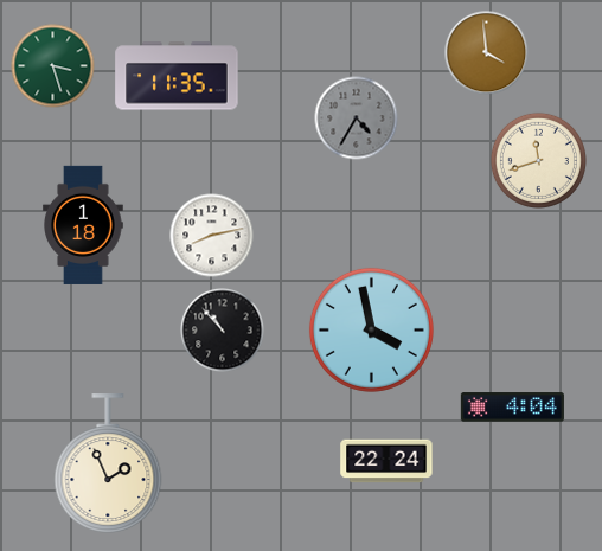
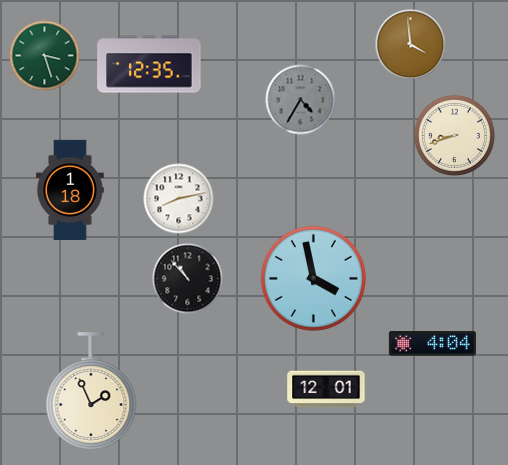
clock at (177, 76): 11:35 -> 12:35
clock at (538, 160): 11:42 -> 8:42
clock at (386, 461): 22:24 -> 12:01
